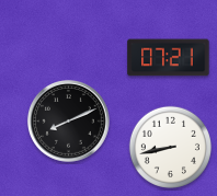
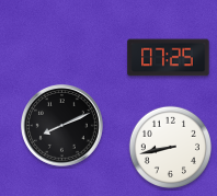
clock at (169, 58): 07:21 -> 07:25
clock at (69, 122) position: (69, 122) -> (62, 126)
